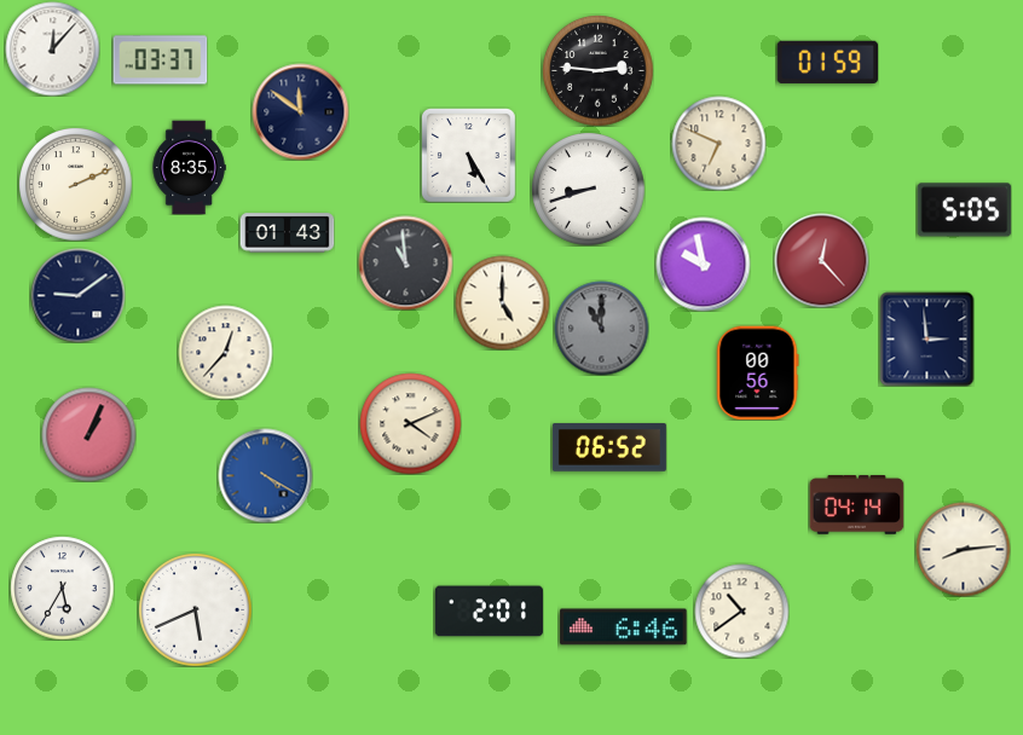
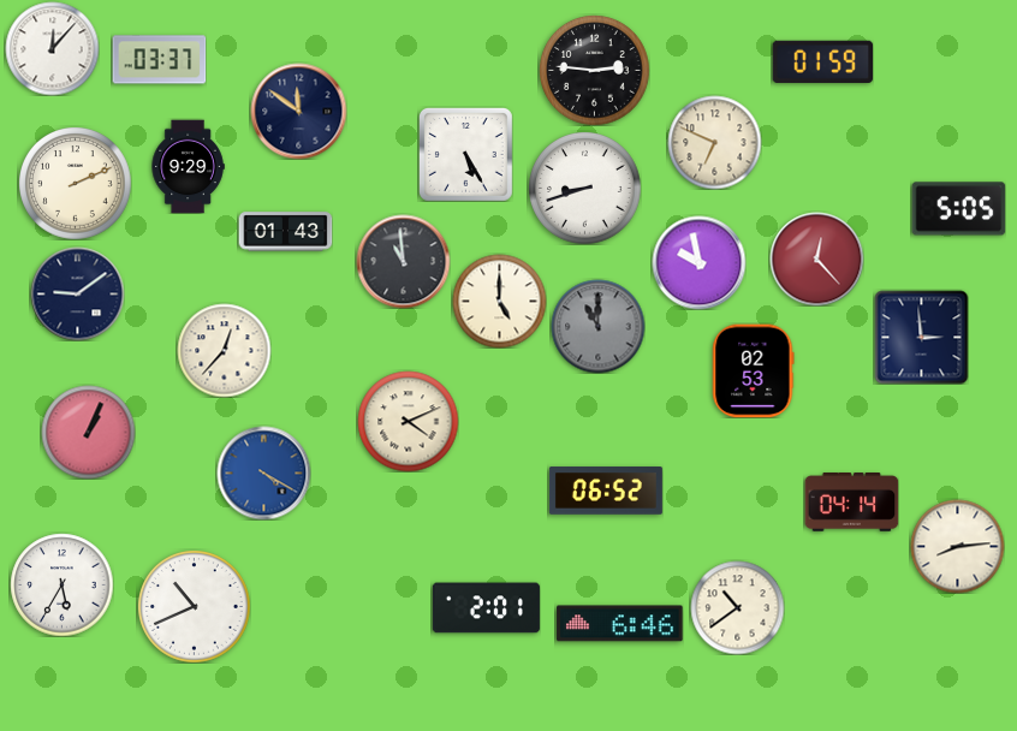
clock at (189, 167): 8:35 -> 9:29
clock at (758, 372): 00:56 -> 02:53
clock at (609, 447) position: (609, 447) -> (606, 491)
clock at (195, 609): 5:41 -> 10:41
